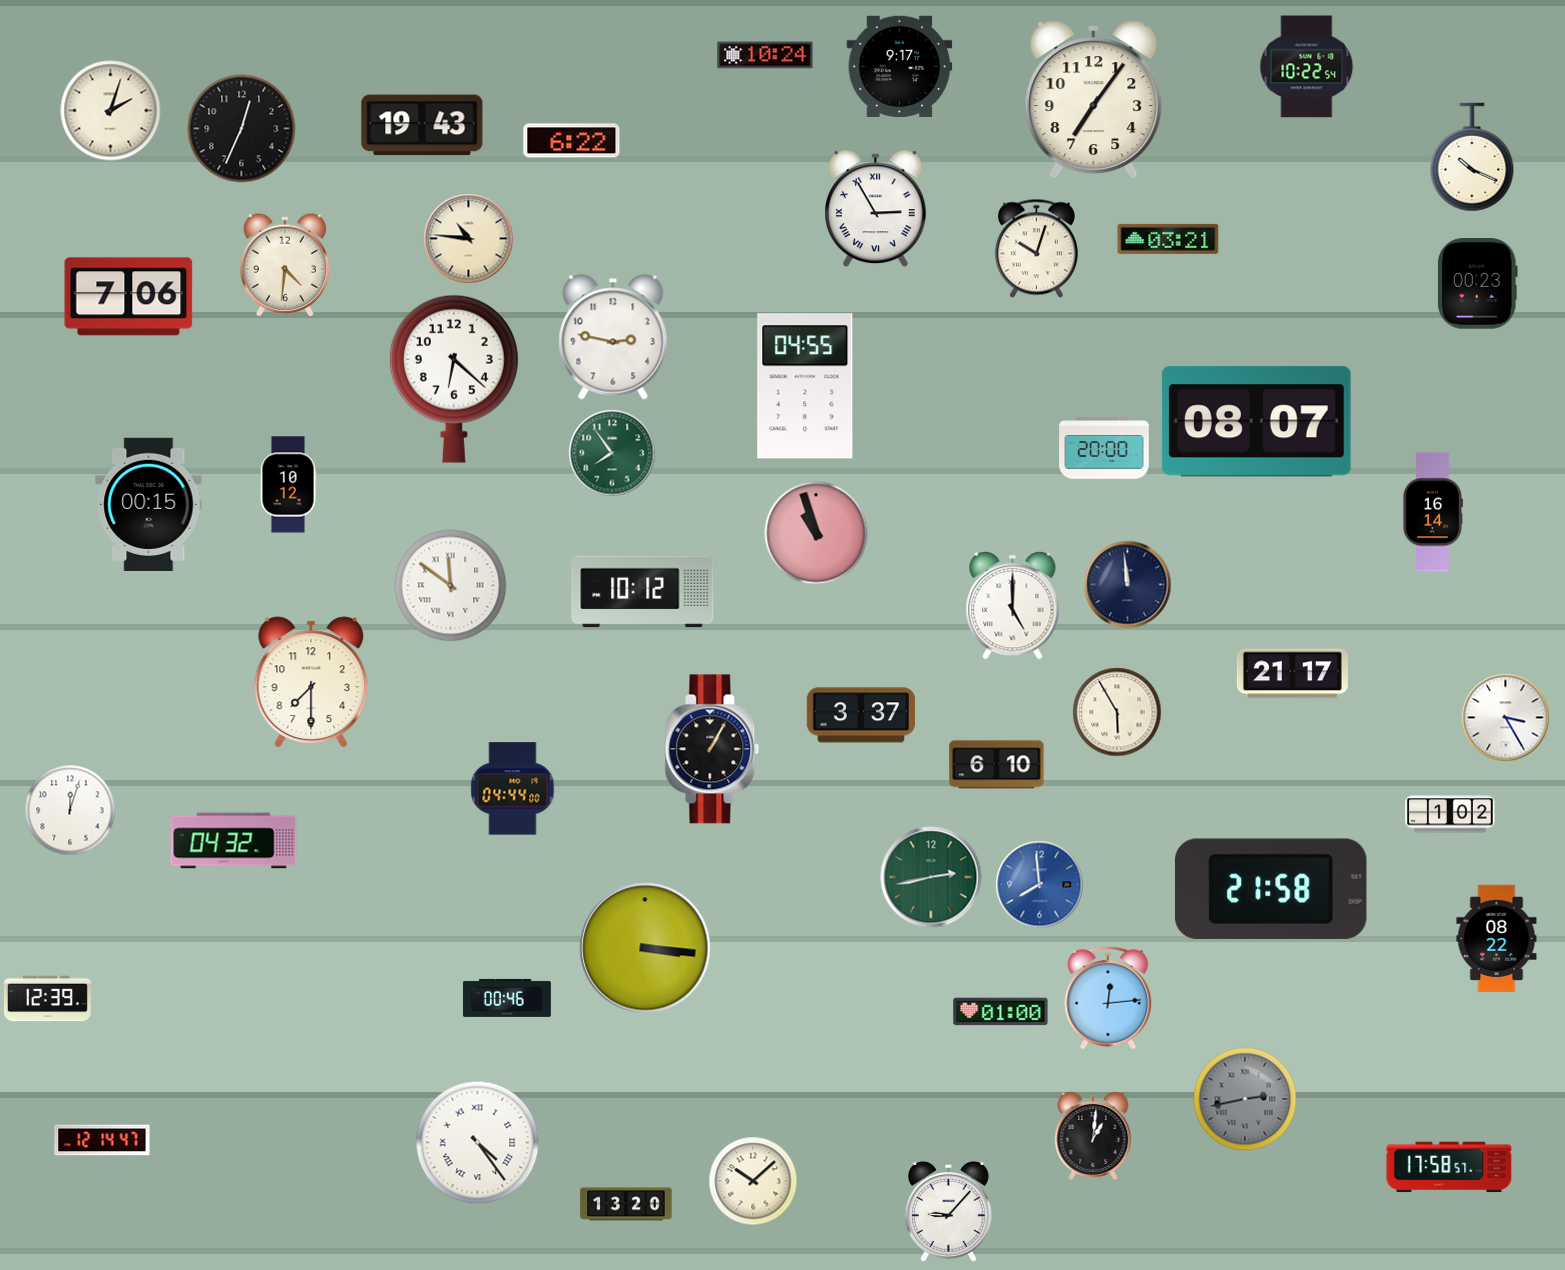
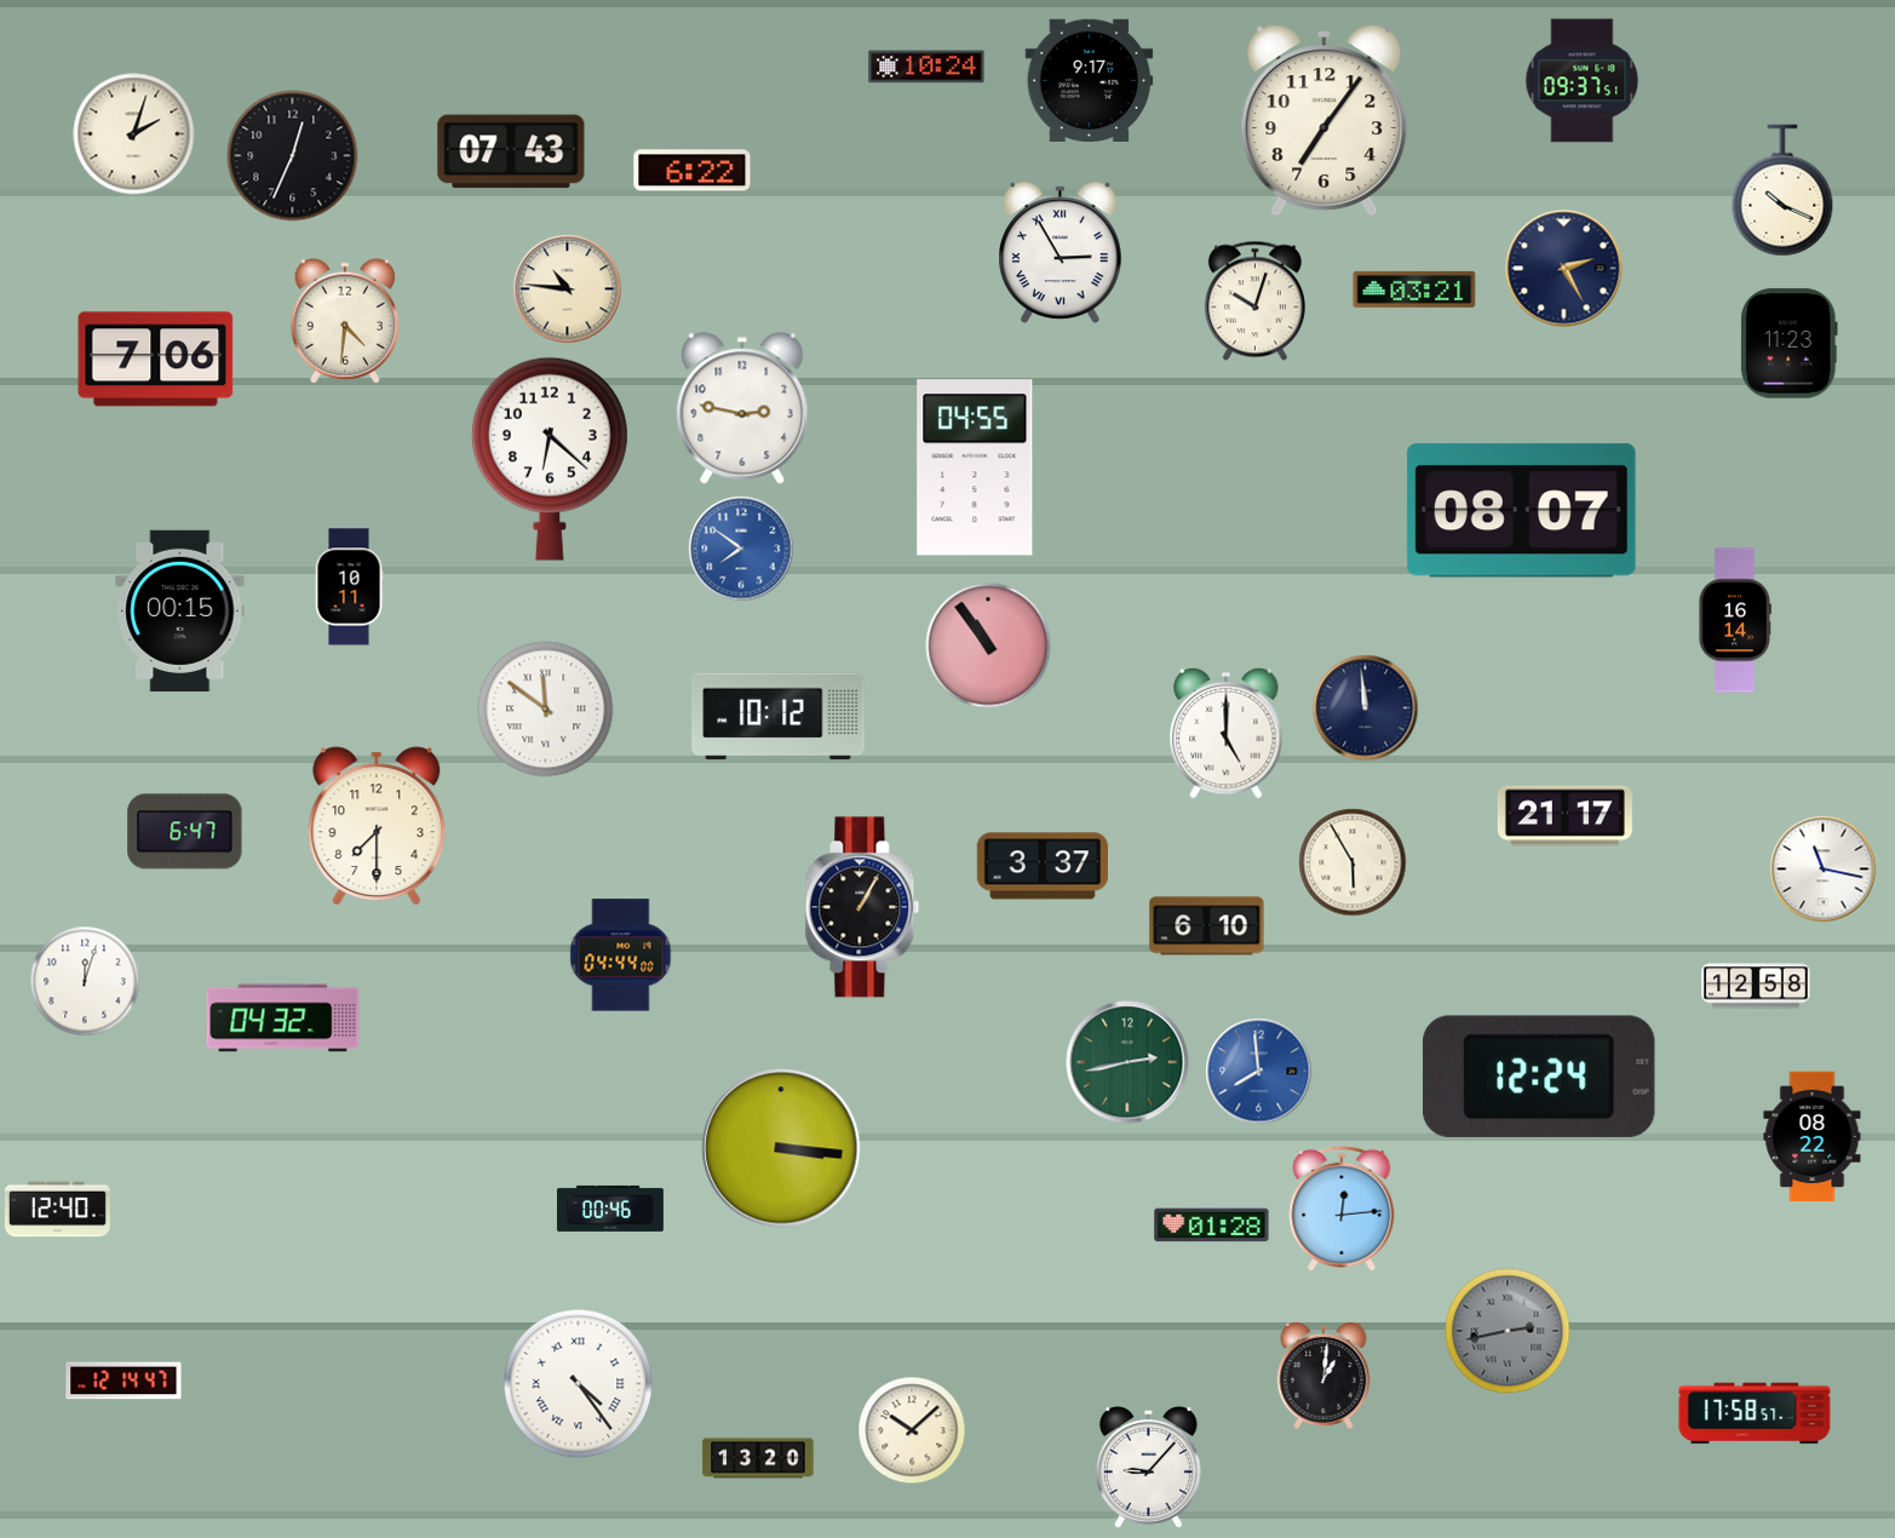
clock at (1307, 67): 10:22 -> 09:37
clock at (422, 125): 19:43 -> 07:43
clock at (1564, 269): none -> 2:25
clock at (1477, 284): 00:23 -> 11:23
clock at (1104, 448): 20:00 -> none
clock at (612, 453): 7:54 -> 7:51
clock at (612, 453) dial: green -> blue
clock at (288, 485): 10:12 -> 10:11
clock at (816, 533): 10:57 -> 10:54
clock at (185, 832): none -> 6:47
clock at (1506, 718): 3:25 -> 11:17
clock at (1450, 814): 1:02 -> 12:58
clock at (1271, 889): 21:58 -> 12:24
clock at (507, 998) position: (507, 998) -> (610, 1209)
clock at (47, 999): 12:39 -> 12:40
clock at (1001, 1012): 01:00 -> 01:28
